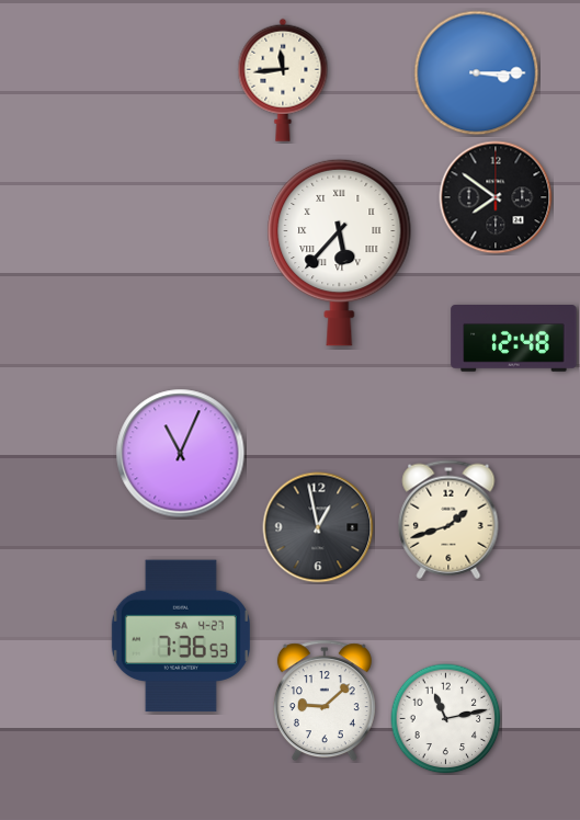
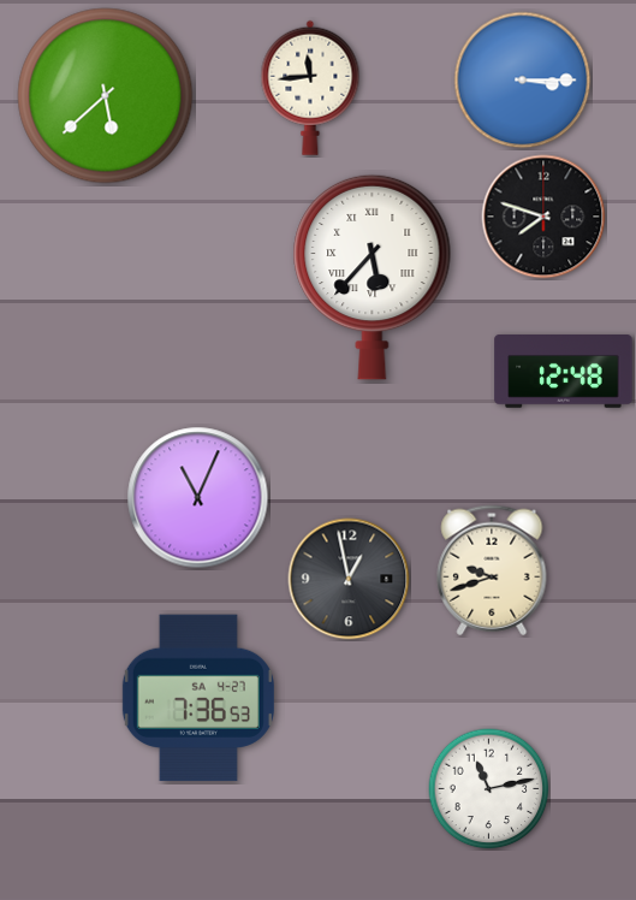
clock at (106, 96): none -> 5:38
clock at (496, 197): 7:51 -> 7:48
clock at (448, 520): 1:42 -> 9:42
clock at (325, 701): 9:08 -> none
